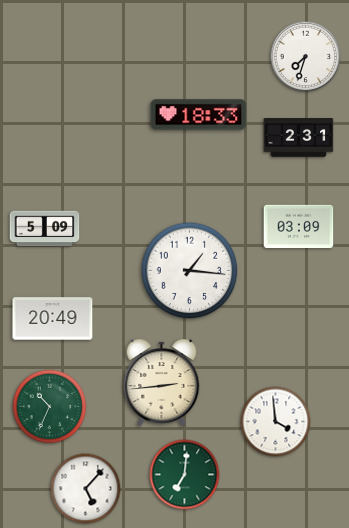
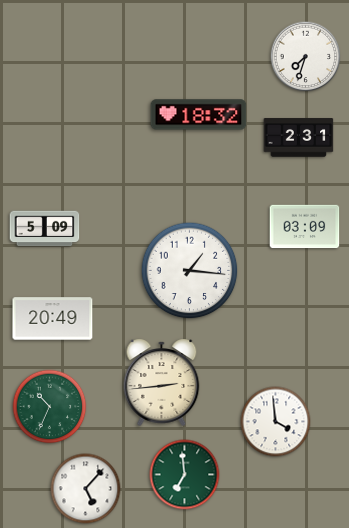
clock at (199, 115): 18:33 -> 18:32
clock at (299, 227) position: (299, 227) -> (305, 227)
clock at (185, 475): 7:01 -> 6:59
